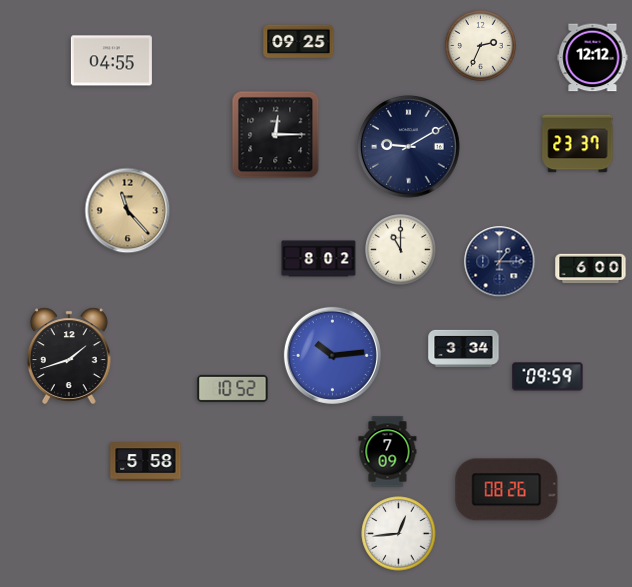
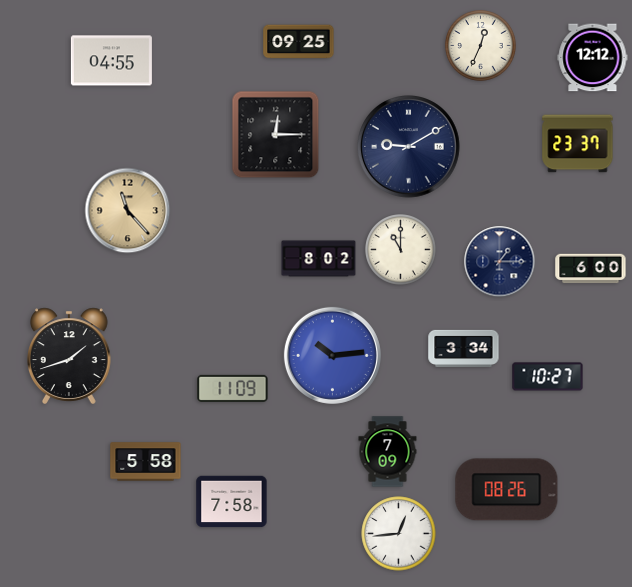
clock at (481, 46): 2:34 -> 12:34
clock at (548, 377): 09:59 -> 10:27
clock at (233, 388): 10:52 -> 11:09
clock at (232, 502): none -> 7:58
